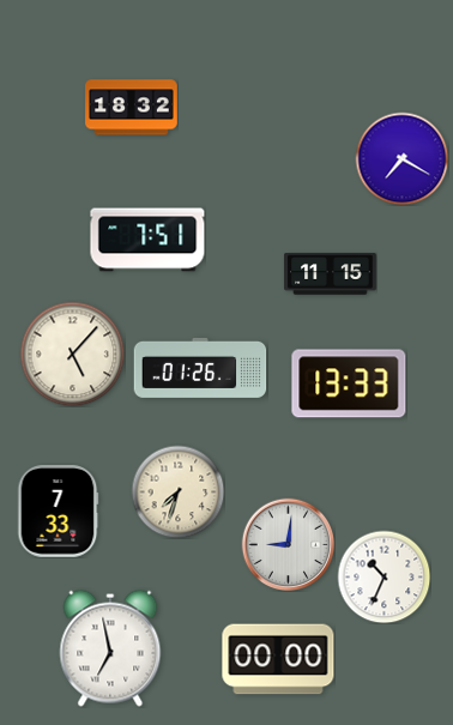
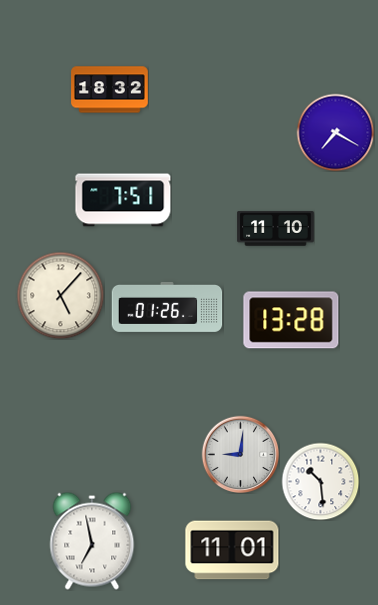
clock at (331, 274): 11:15 -> 11:10
clock at (349, 383): 13:33 -> 13:28
clock at (177, 491): 7:33 -> none
clock at (58, 512): 7:33 -> none
clock at (383, 576): 10:34 -> 10:29
clock at (278, 659): 00:00 -> 11:01
